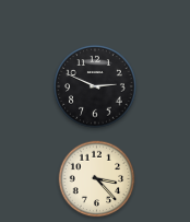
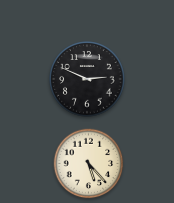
clock at (97, 179): 3:23 -> 5:23
